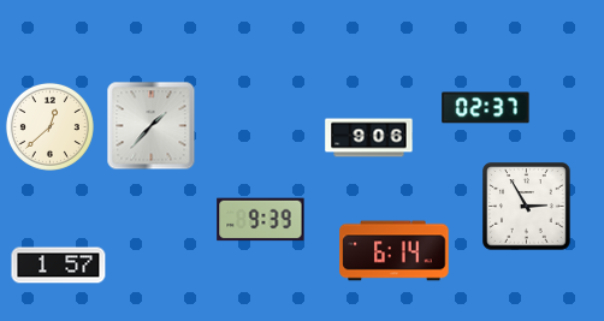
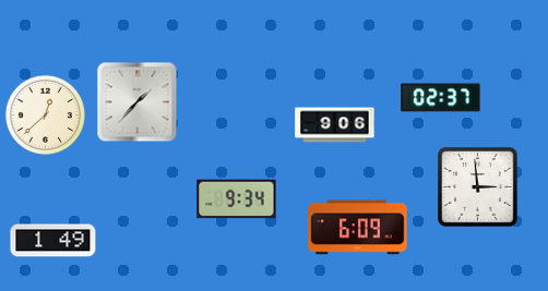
clock at (152, 126) position: (152, 126) -> (138, 102)
clock at (527, 207): 2:55 -> 2:59
clock at (261, 220): 9:39 -> 9:34
clock at (395, 251): 6:14 -> 6:09
clock at (59, 266): 1:57 -> 1:49
